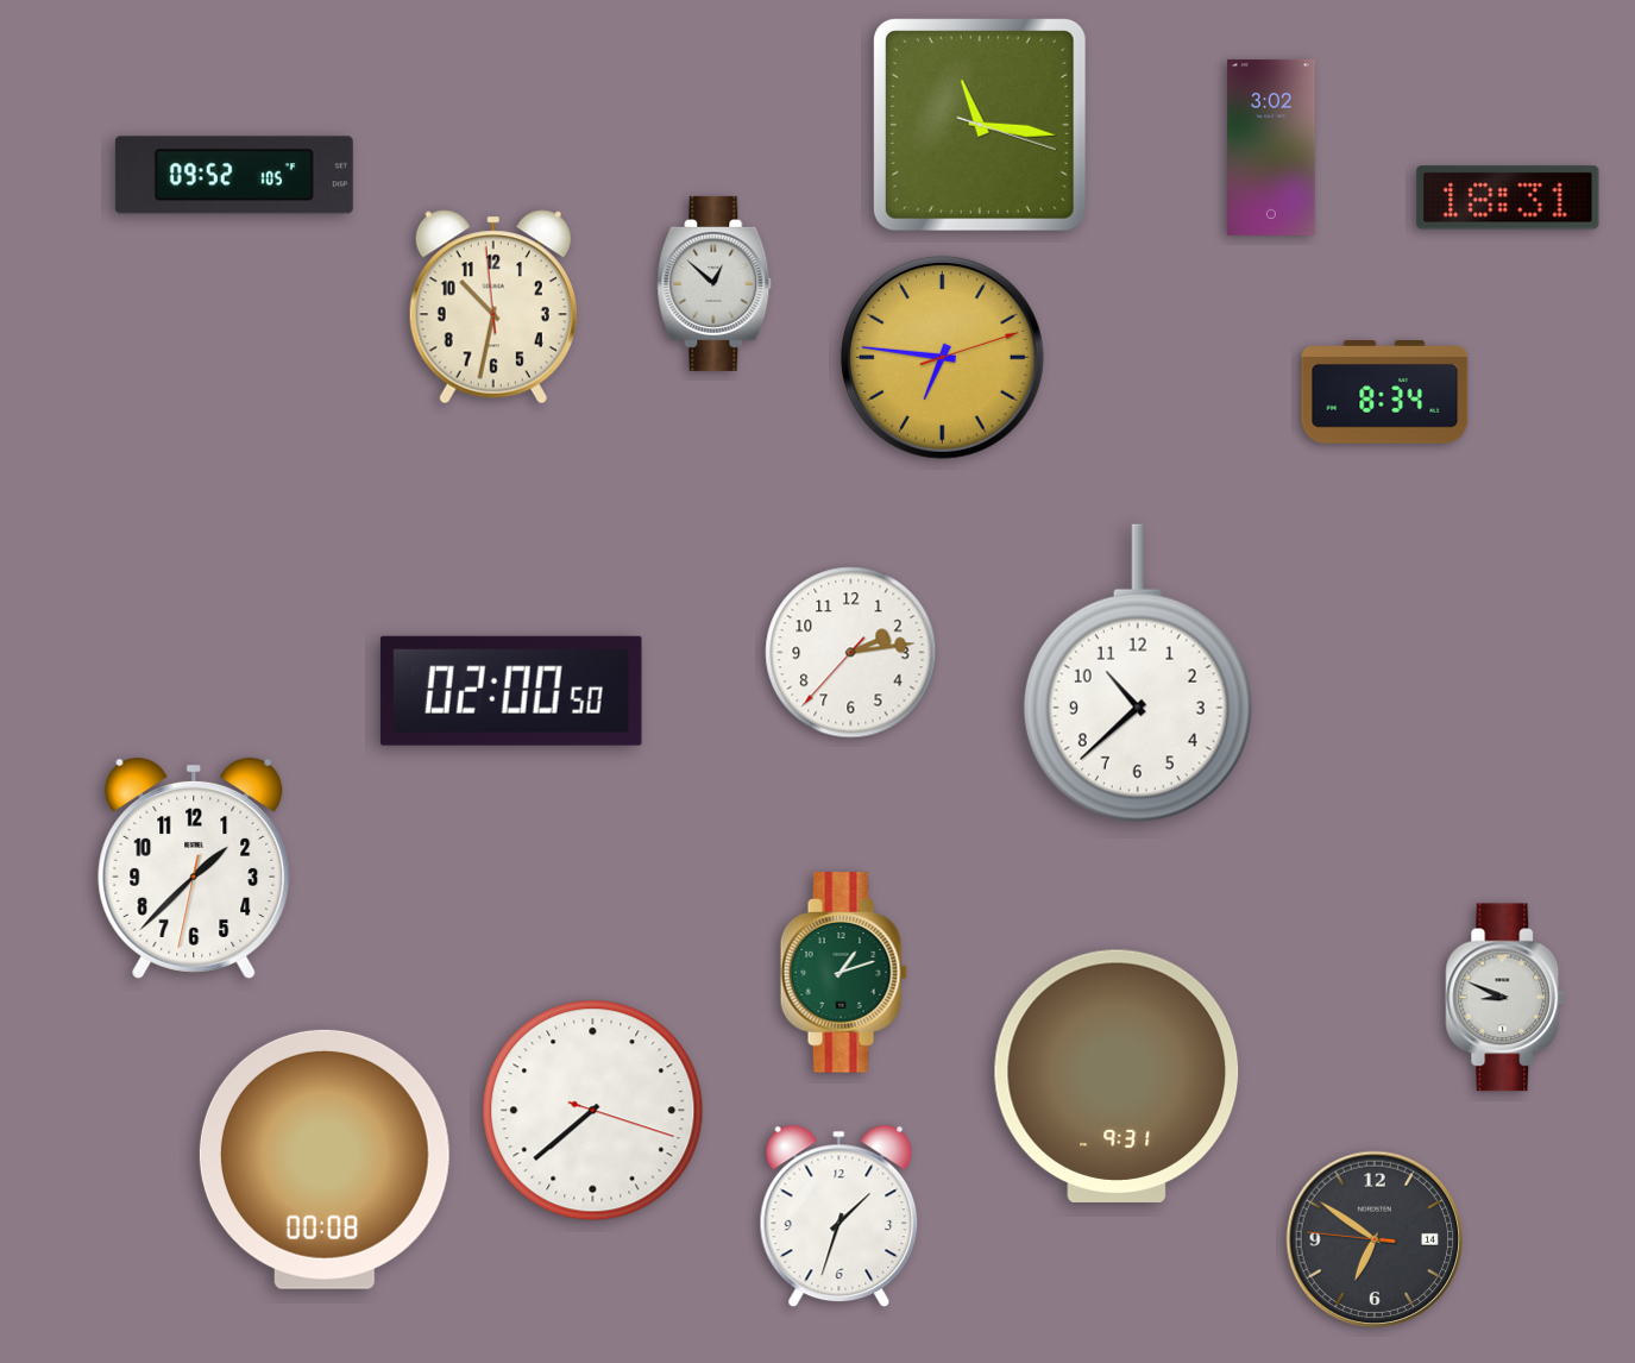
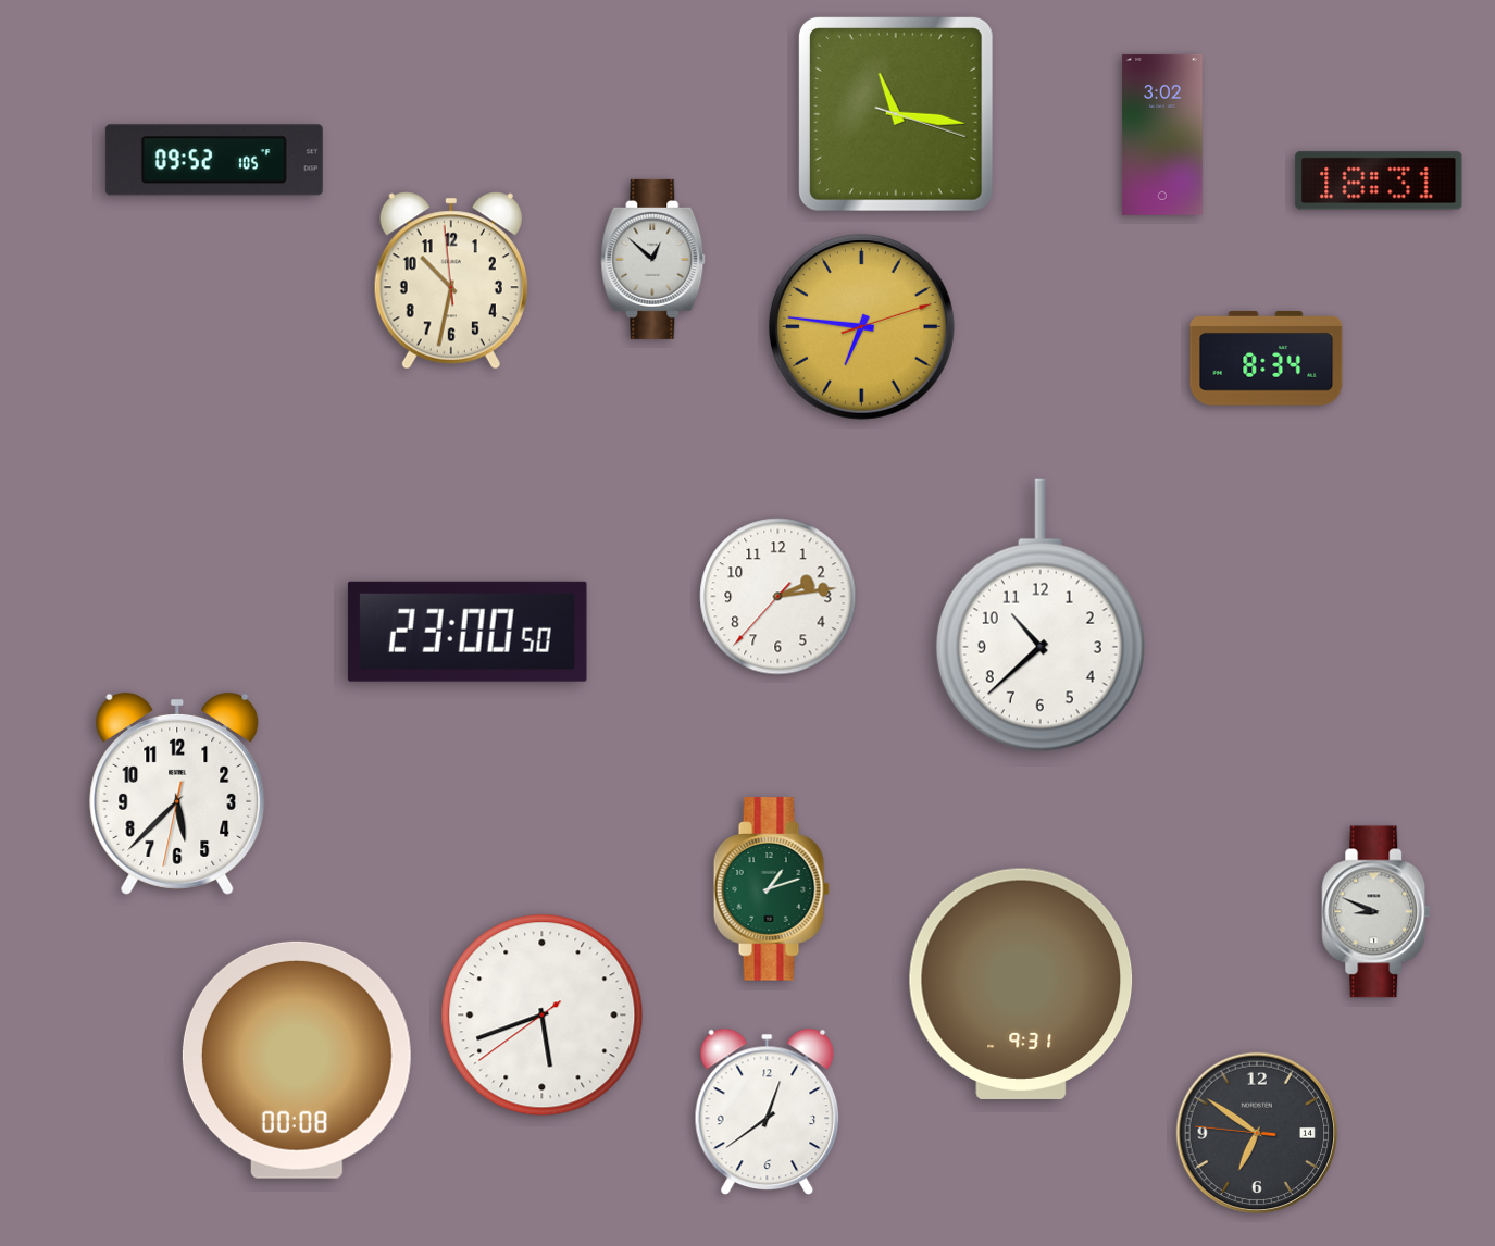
clock at (511, 691): 02:00 -> 23:00
clock at (194, 868): 1:37 -> 5:37
clock at (593, 1111): 7:38 -> 5:41
clock at (839, 1217): 1:33 -> 12:39
